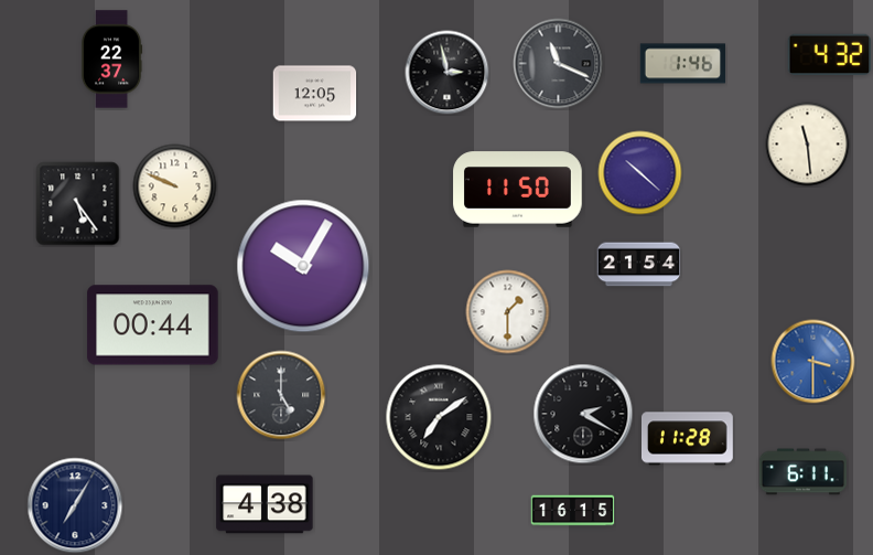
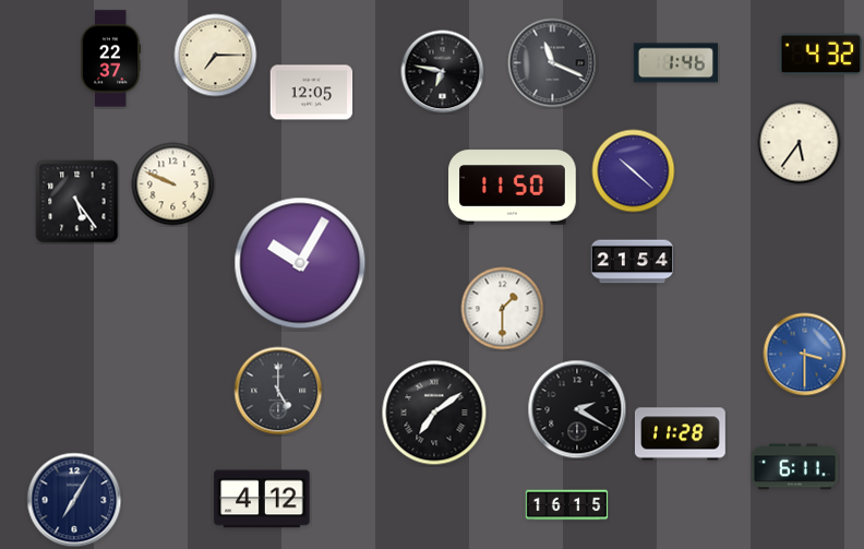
clock at (216, 56): none -> 7:15
clock at (448, 73): 2:58 -> 6:47
clock at (808, 145): 11:29 -> 5:36
clock at (153, 325): 00:44 -> none
clock at (813, 362) position: (813, 362) -> (805, 355)
clock at (265, 504): 4:38 -> 4:12
